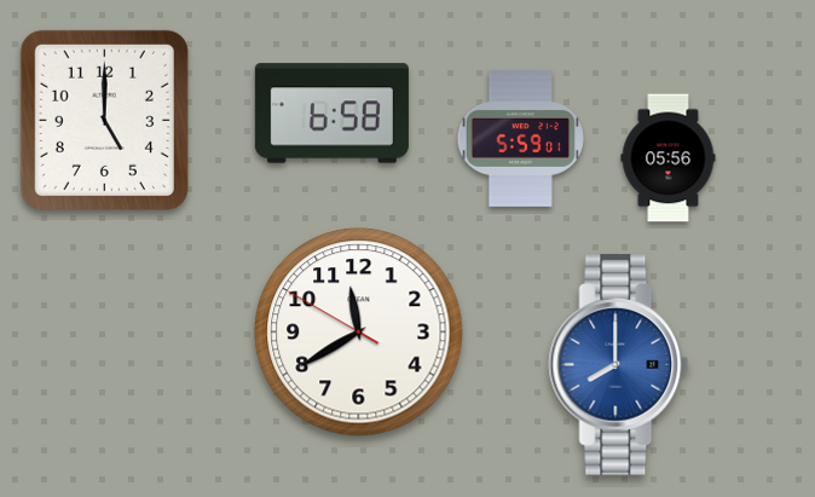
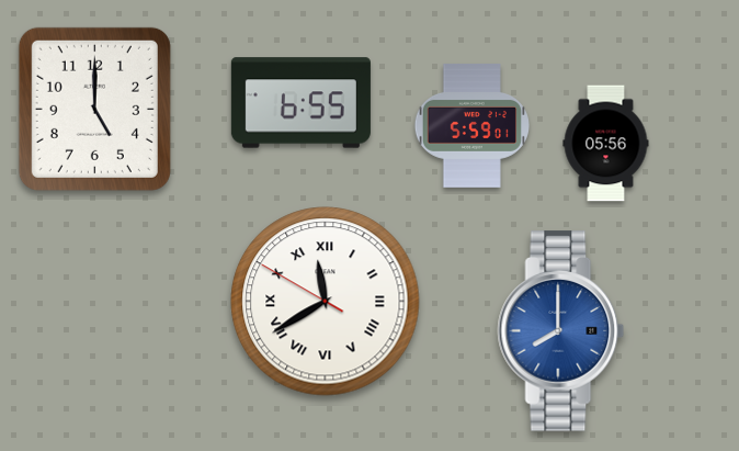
clock at (331, 114): 6:58 -> 6:55
clock at (359, 333) numerals: Arabic -> Roman
